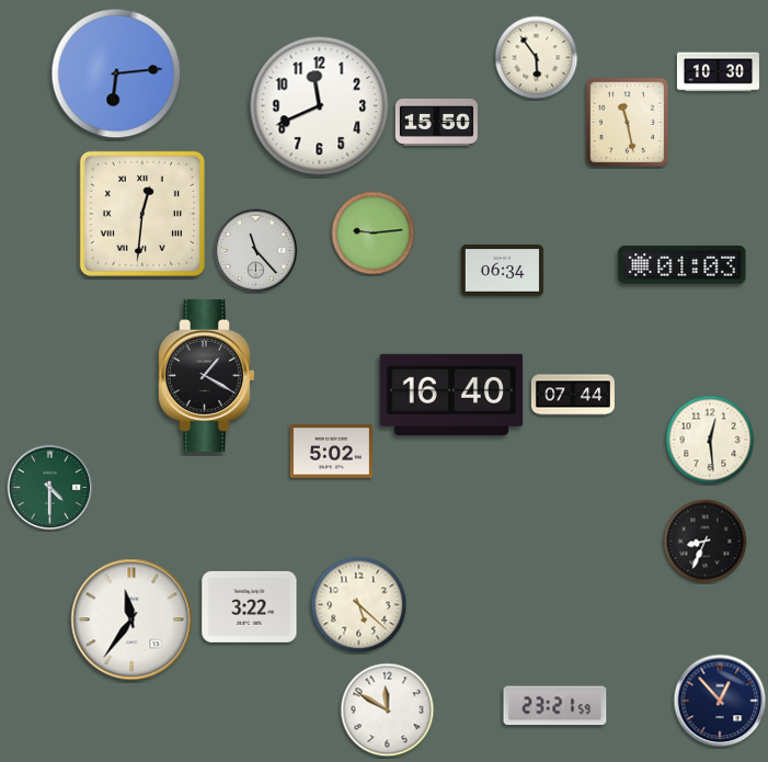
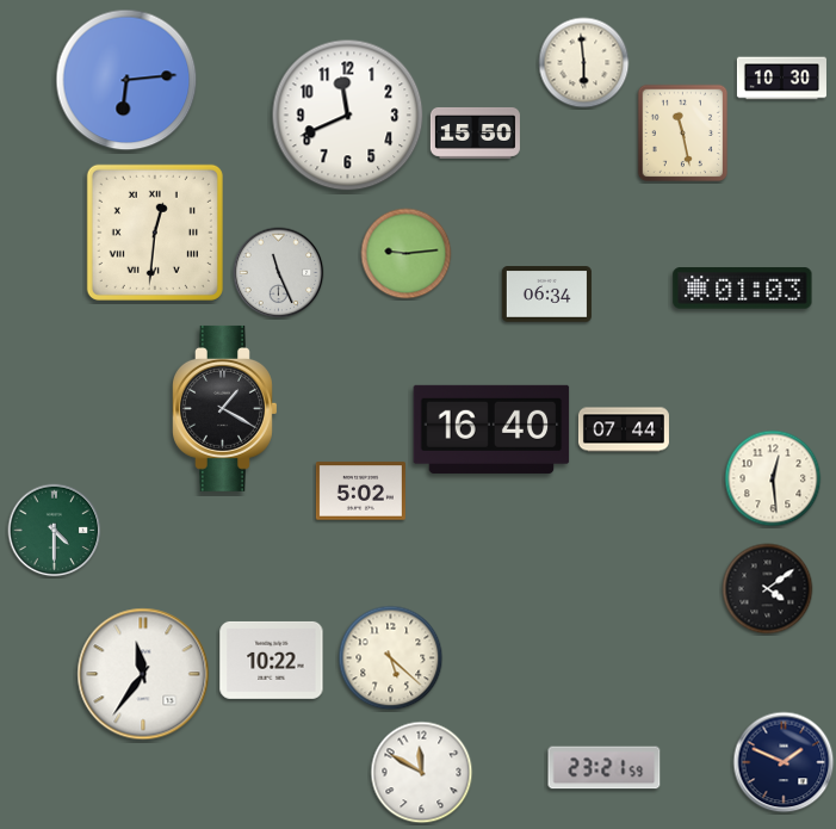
clock at (537, 58): 5:54 -> 5:59
clock at (256, 251): 11:23 -> 11:26
clock at (706, 542): 8:34 -> 4:09
clock at (250, 606): 3:22 -> 10:22
clock at (720, 701): 12:53 -> 1:49
